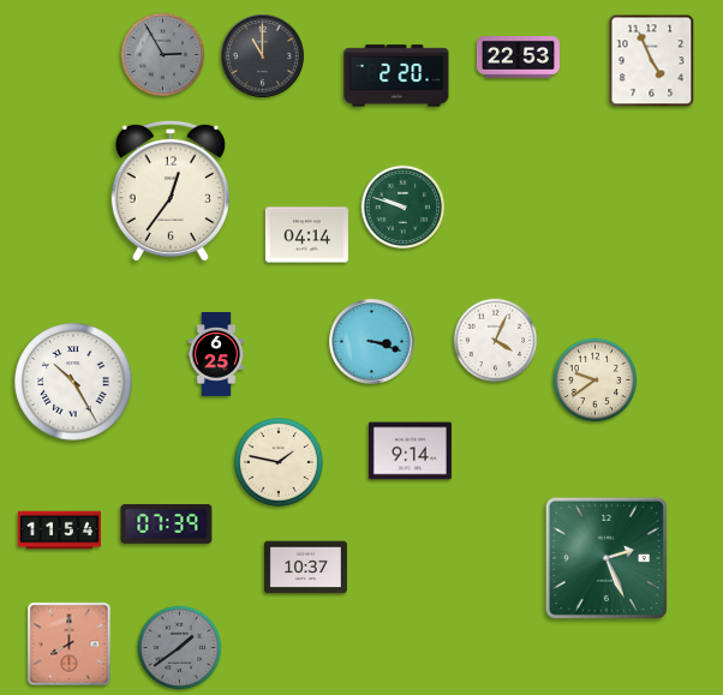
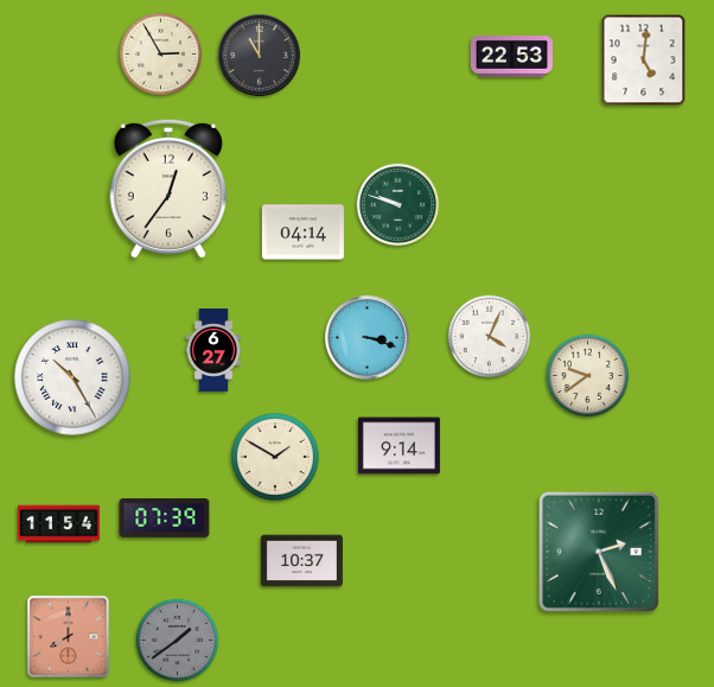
clock at (163, 55) dial: grey -> cream
clock at (652, 61): 4:56 -> 5:01
clock at (396, 76): 2:20 -> none
clock at (216, 355): 6:25 -> 6:27
clock at (410, 451) position: (410, 451) -> (399, 446)
clock at (280, 463): 1:47 -> 1:50
